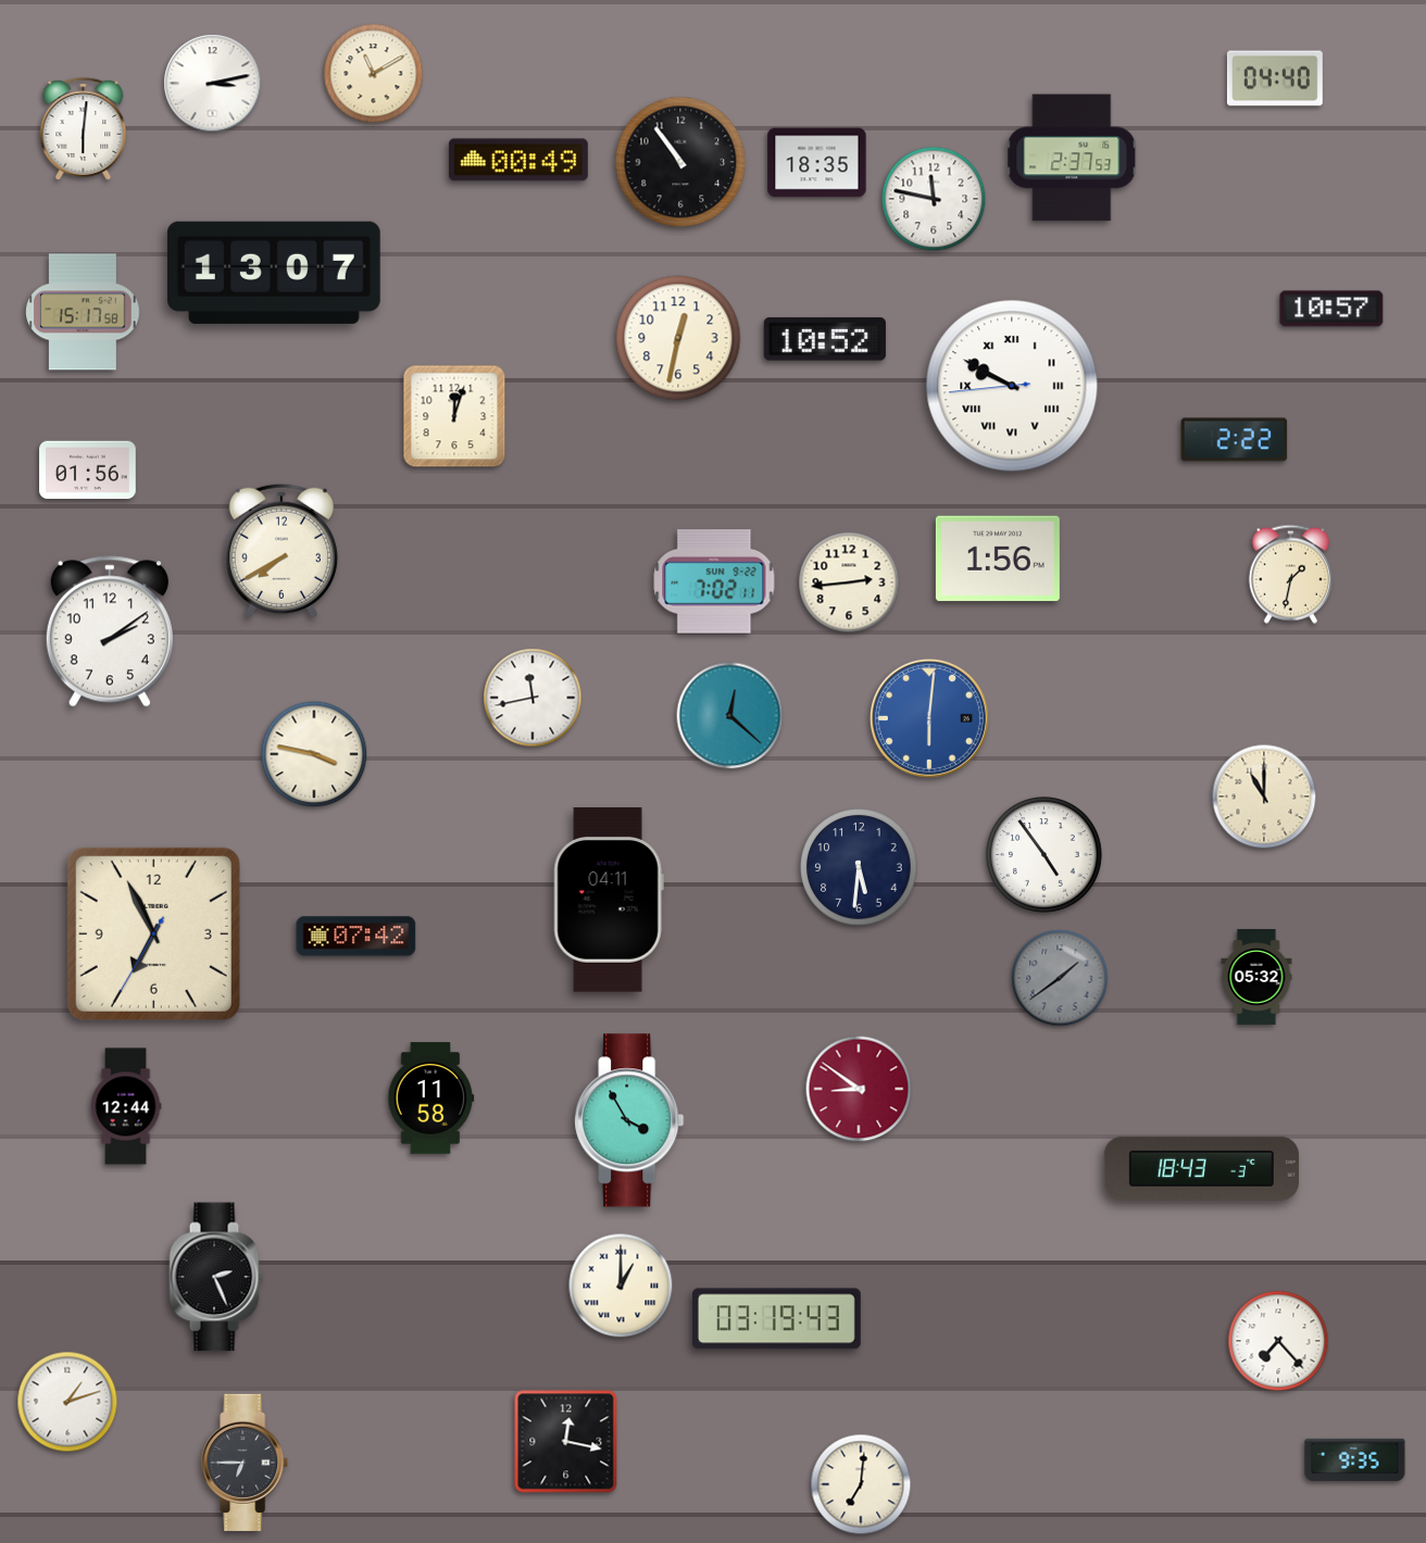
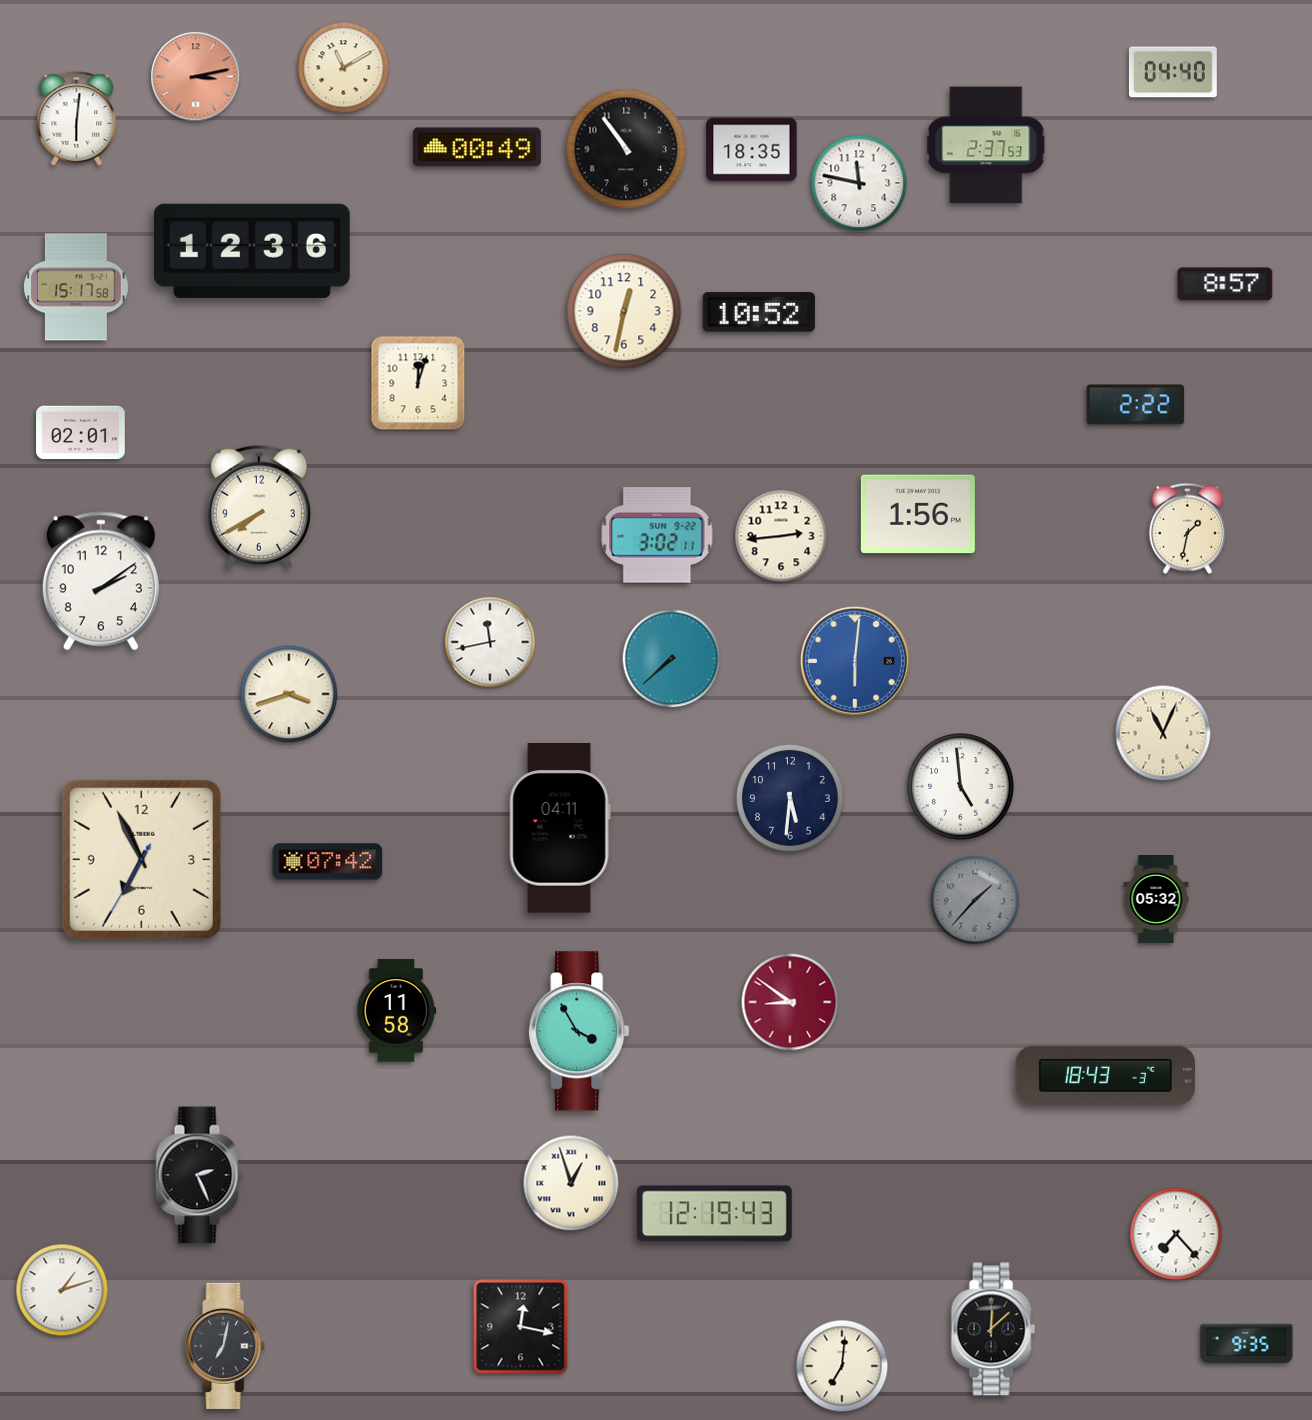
clock at (213, 84) dial: white -> salmon
clock at (274, 273): 13:07 -> 12:36
clock at (1331, 309): 10:57 -> 8:57
clock at (1012, 386): 9:49 -> none
clock at (88, 471): 01:56 -> 02:01
clock at (714, 581): 7:02 -> 3:02
clock at (730, 716): 12:22 -> 7:38
clock at (314, 754): 3:47 -> 3:42
clock at (1264, 796): 11:00 -> 11:04
clock at (1045, 855): 4:54 -> 4:59
clock at (1060, 978): 1:39 -> 1:37
clock at (126, 1106): 12:44 -> none
clock at (621, 1285): 1:00 -> 12:57
clock at (776, 1319): 03:19 -> 12:19
clock at (993, 1329): none -> 12:08
clock at (246, 1463): 6:45 -> 7:02
clock at (861, 1484) position: (861, 1484) -> (842, 1366)
